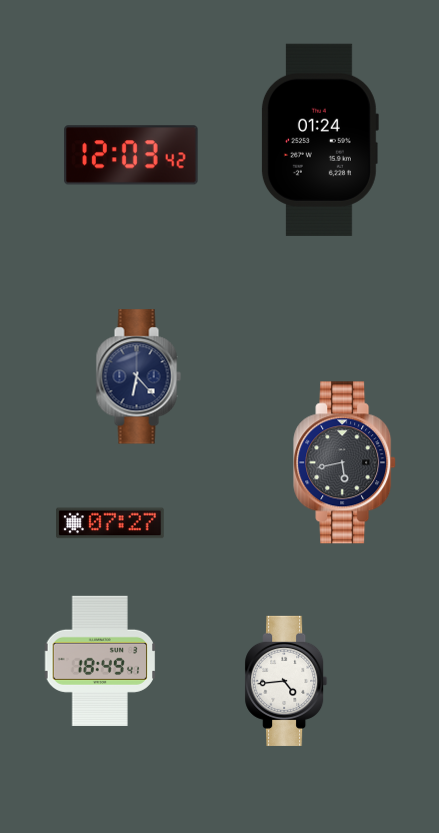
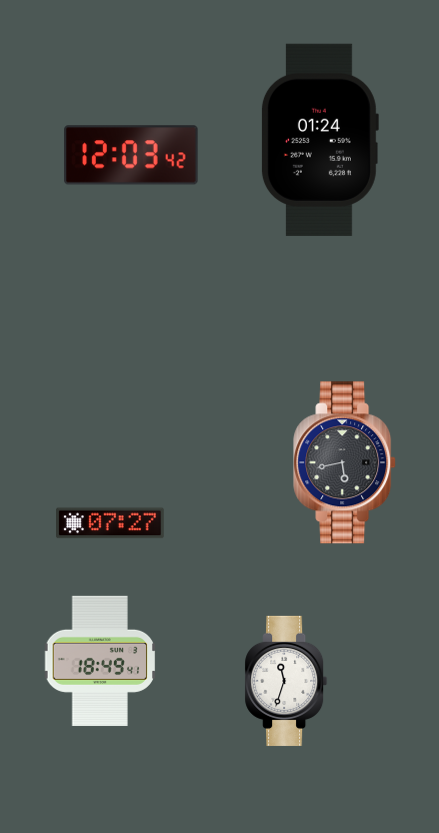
clock at (138, 377): 6:23 -> none
clock at (286, 681): 4:44 -> 11:33
